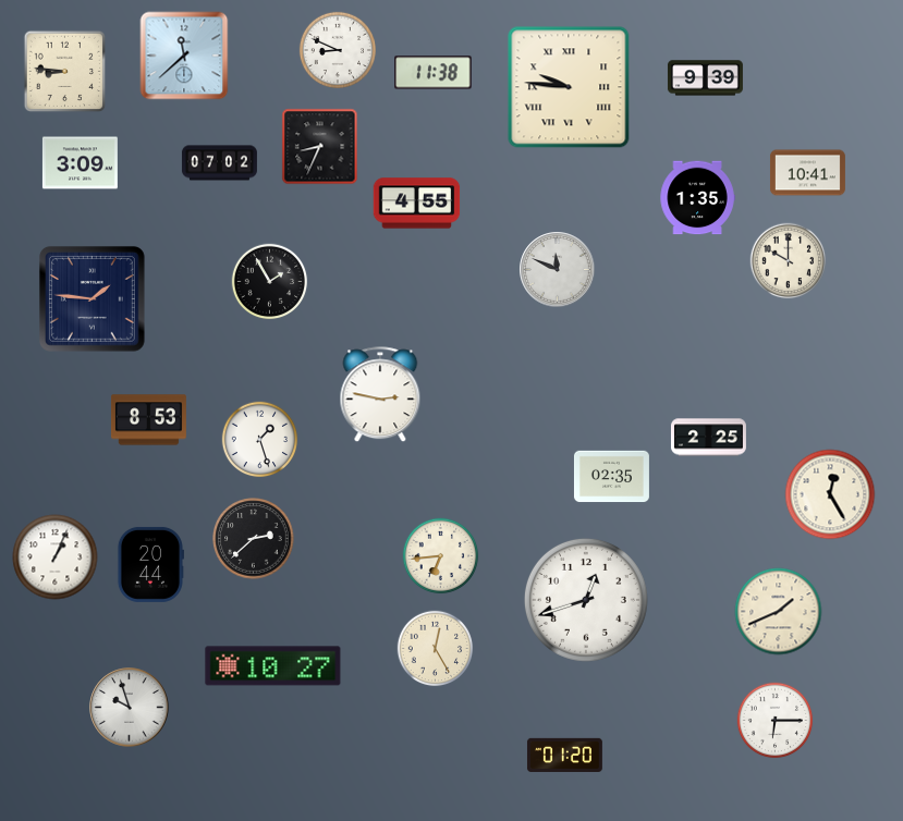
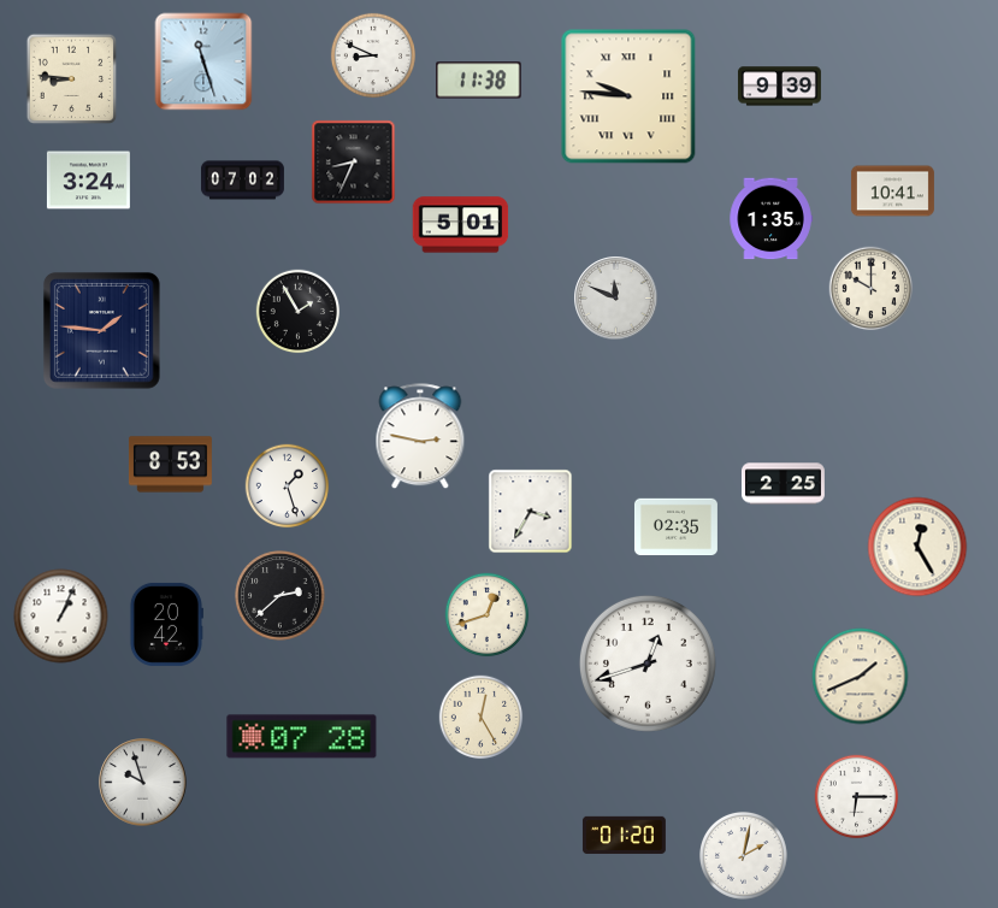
clock at (184, 56): 11:38 -> 11:27
clock at (80, 163): 3:09 -> 3:24
clock at (417, 204): 4:55 -> 5:01
clock at (148, 420) position: (148, 420) -> (170, 465)
clock at (531, 512): none -> 3:35
clock at (441, 556): 6:44 -> 12:42
clock at (150, 564): 20:44 -> 20:42
clock at (273, 666): 10:27 -> 07:28
clock at (744, 855): none -> 2:02
